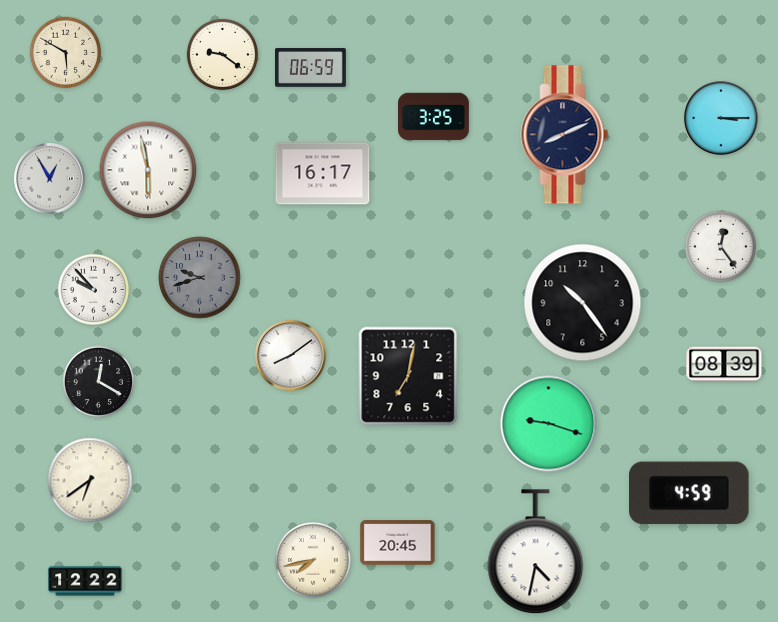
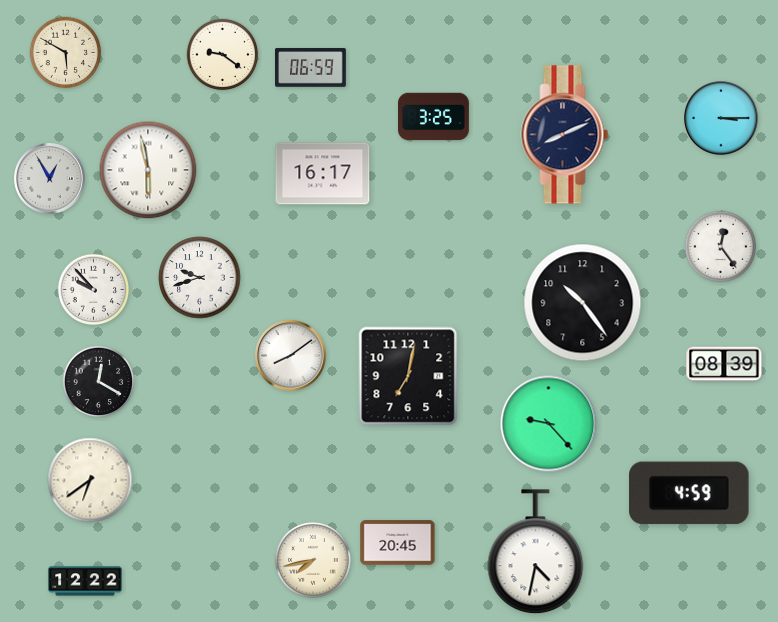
clock at (200, 278) dial: grey -> white
clock at (549, 424): 9:18 -> 9:23
